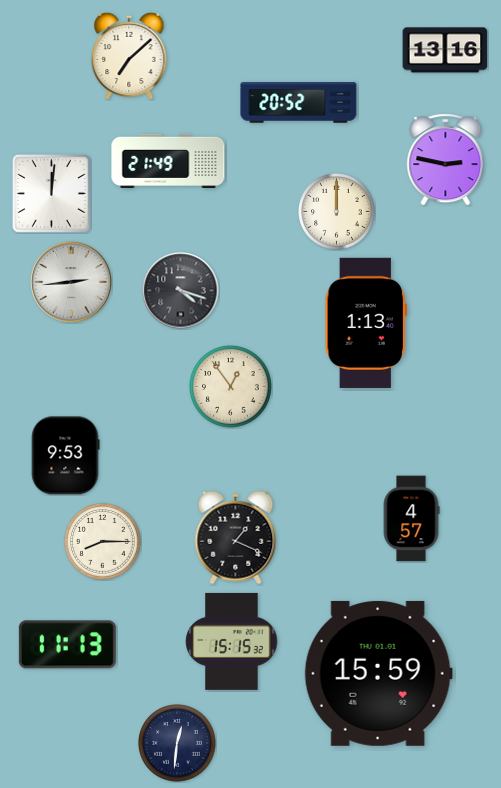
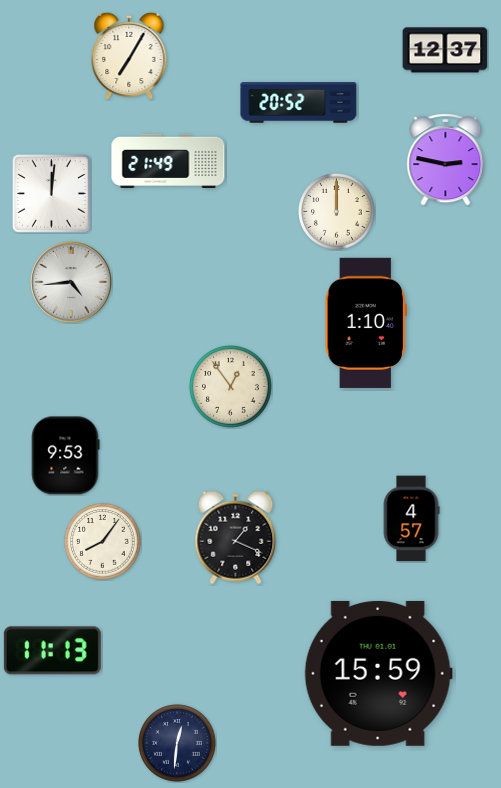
clock at (445, 50): 13:16 -> 12:37
clock at (129, 56): 7:08 -> 7:05
clock at (71, 282): 2:44 -> 4:44
clock at (181, 291): 4:18 -> none
clock at (366, 323): 1:13 -> 1:10
clock at (103, 542): 8:15 -> 8:06
clock at (232, 641): 15:15 -> none
clock at (67, 645) position: (67, 645) -> (52, 651)
